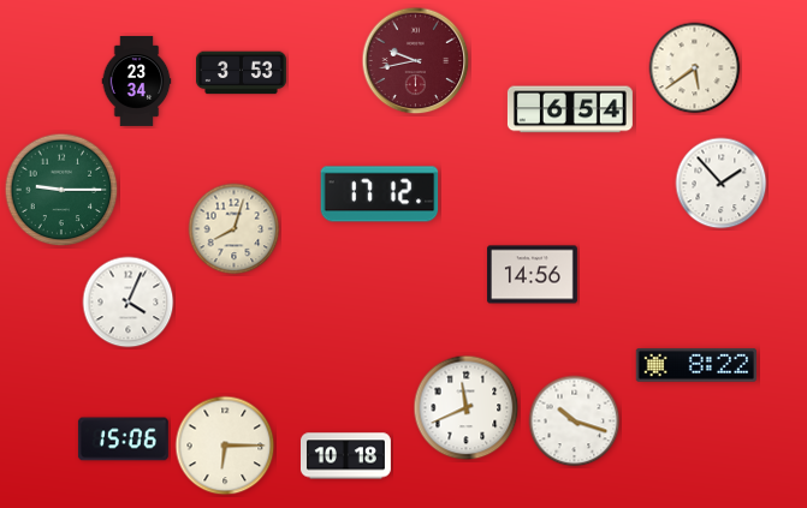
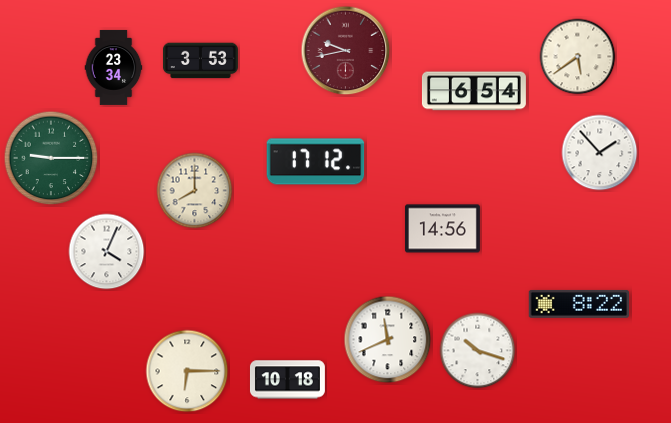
clock at (235, 229): 8:03 -> 8:00
clock at (123, 440): 15:06 -> none
